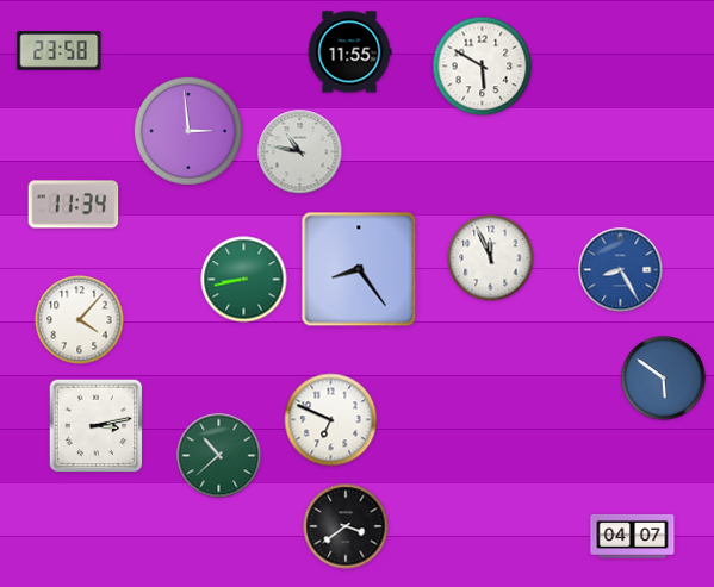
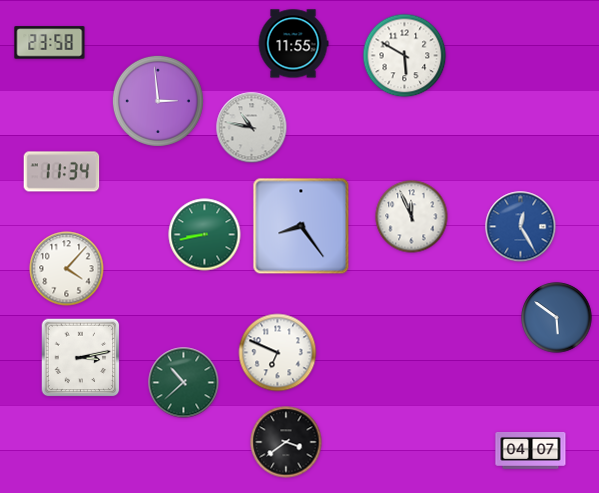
clock at (188, 131) position: (188, 131) -> (158, 101)
clock at (621, 270): 8:25 -> 12:25
clock at (346, 526) position: (346, 526) -> (286, 442)
